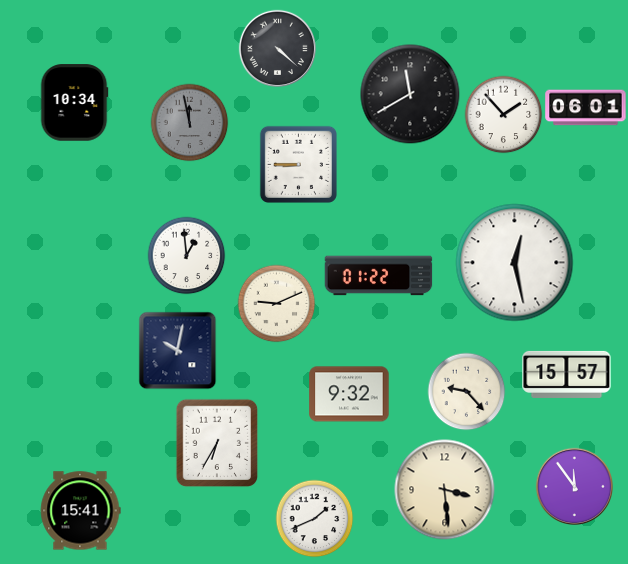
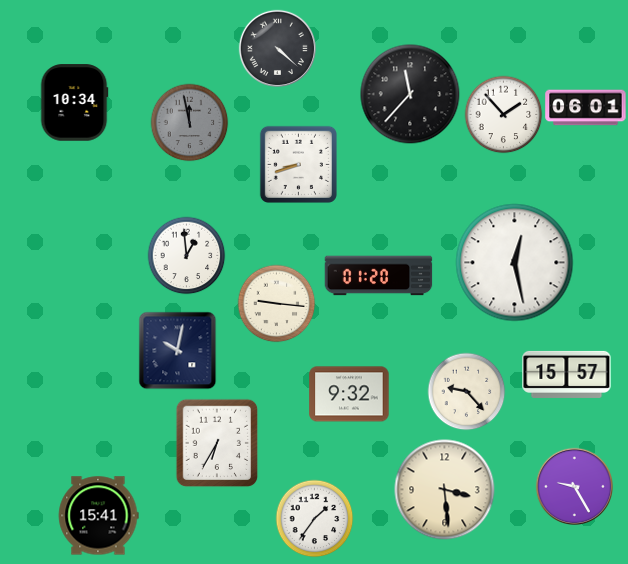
clock at (410, 94): 11:40 -> 11:37
clock at (298, 164): 8:45 -> 8:42
clock at (379, 276): 01:22 -> 01:20
clock at (276, 303): 9:11 -> 9:16
clock at (574, 486): 11:54 -> 9:25
clock at (80, 511) position: (80, 511) -> (98, 516)
clock at (314, 518): 1:41 -> 1:36
